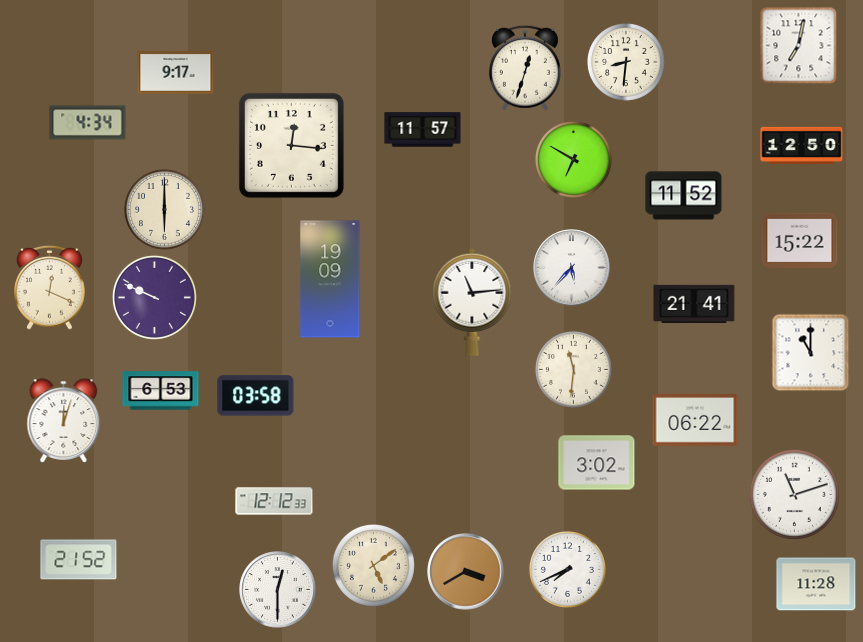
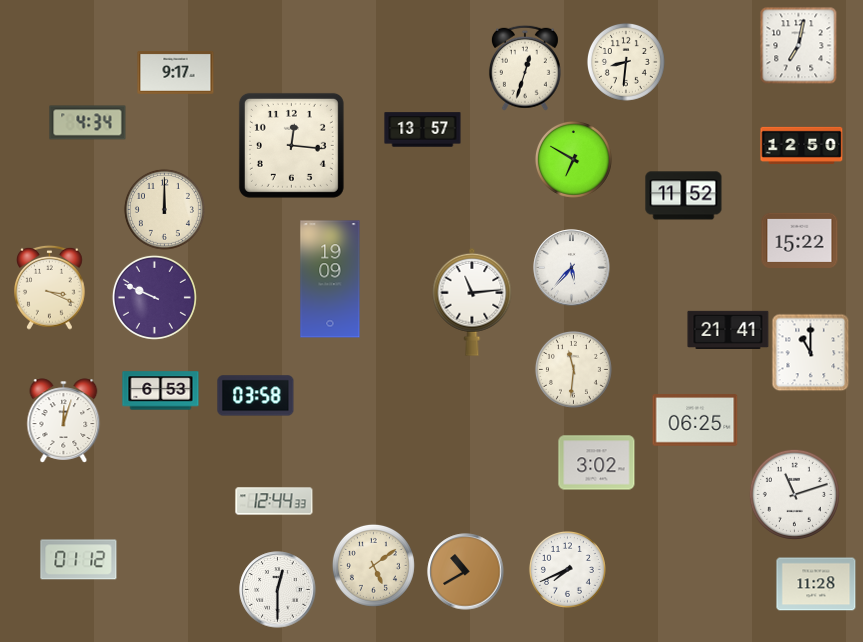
clock at (423, 130): 11:57 -> 13:57
clock at (164, 209): 6:00 -> 12:00
clock at (50, 287): 12:19 -> 3:19
clock at (694, 303) position: (694, 303) -> (728, 329)
clock at (695, 420): 06:22 -> 06:25
clock at (274, 501): 12:12 -> 12:44
clock at (79, 560): 21:52 -> 01:12
clock at (466, 572): 3:40 -> 10:40
